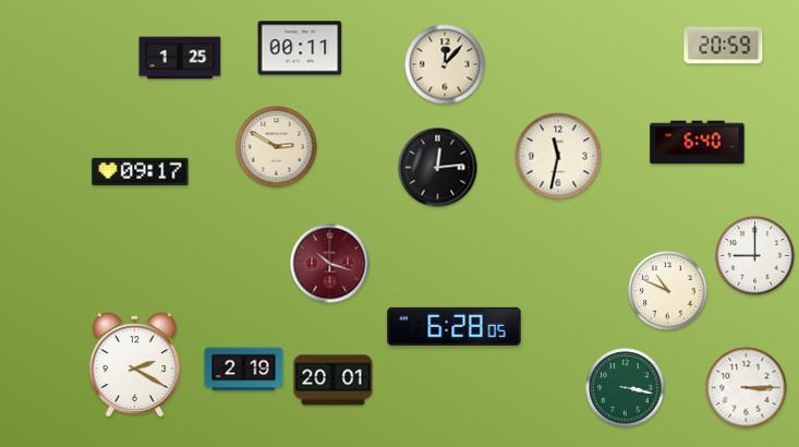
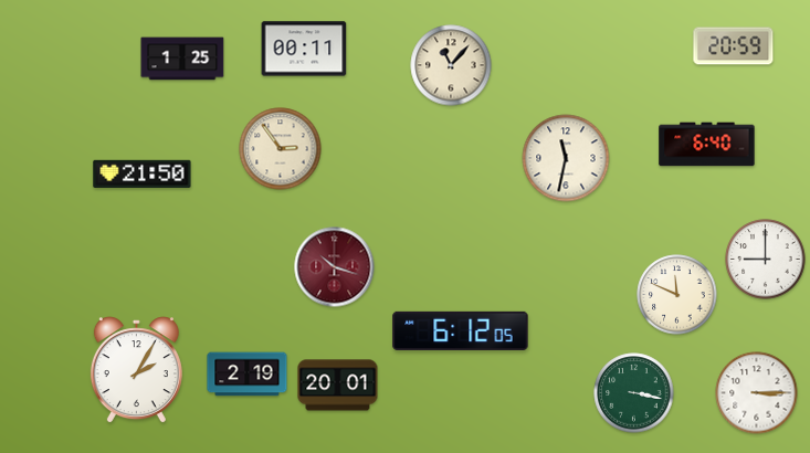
clock at (445, 64): 12:07 -> 11:07
clock at (277, 147): 2:50 -> 2:54
clock at (438, 168): 12:14 -> none
clock at (141, 171): 09:17 -> 21:50
clock at (668, 291): 10:49 -> 11:49
clock at (455, 326): 6:28 -> 6:12
clock at (134, 365): 2:20 -> 2:05
